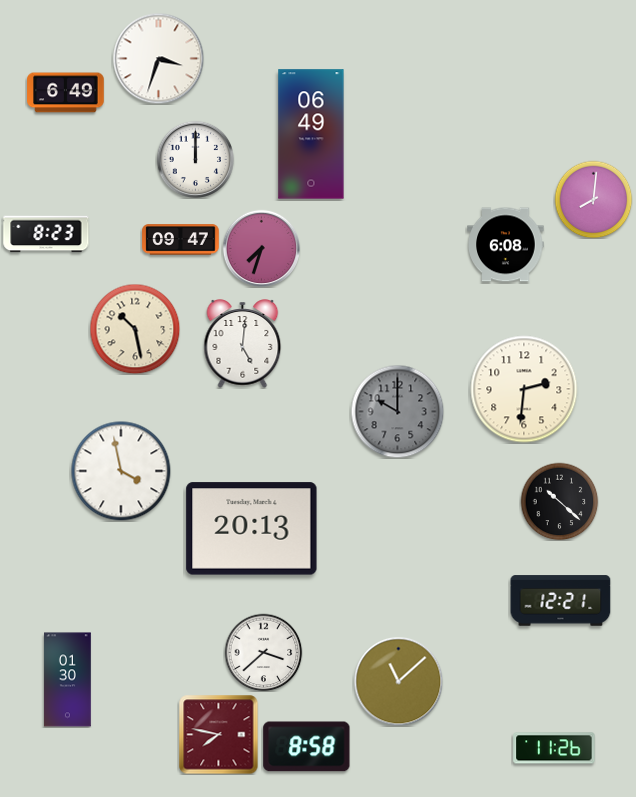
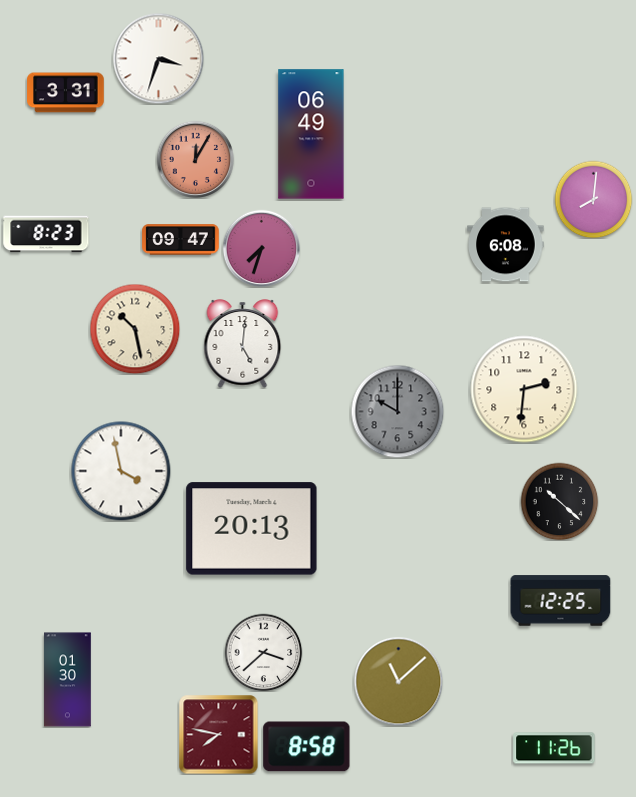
clock at (66, 93): 6:49 -> 3:31
clock at (195, 159): 12:00 -> 12:05
clock at (195, 159) dial: white -> salmon
clock at (561, 601): 12:21 -> 12:25
